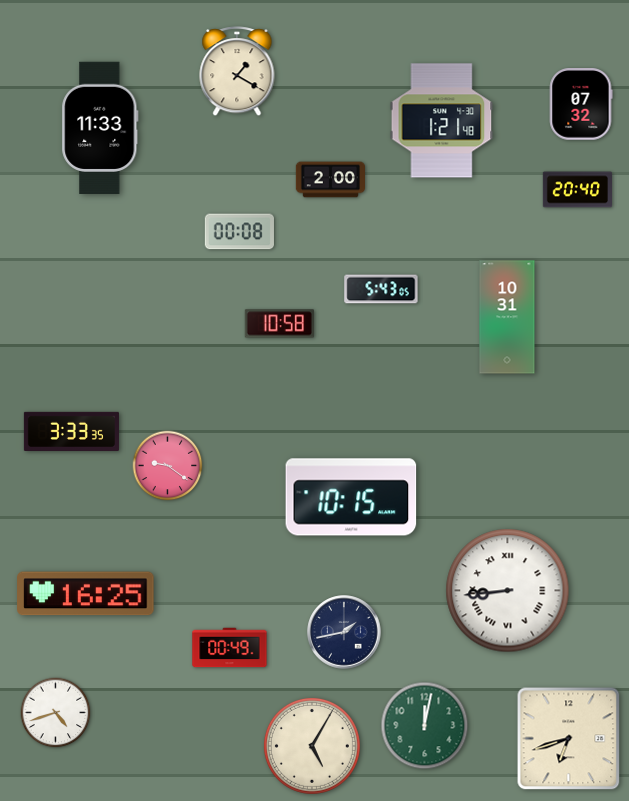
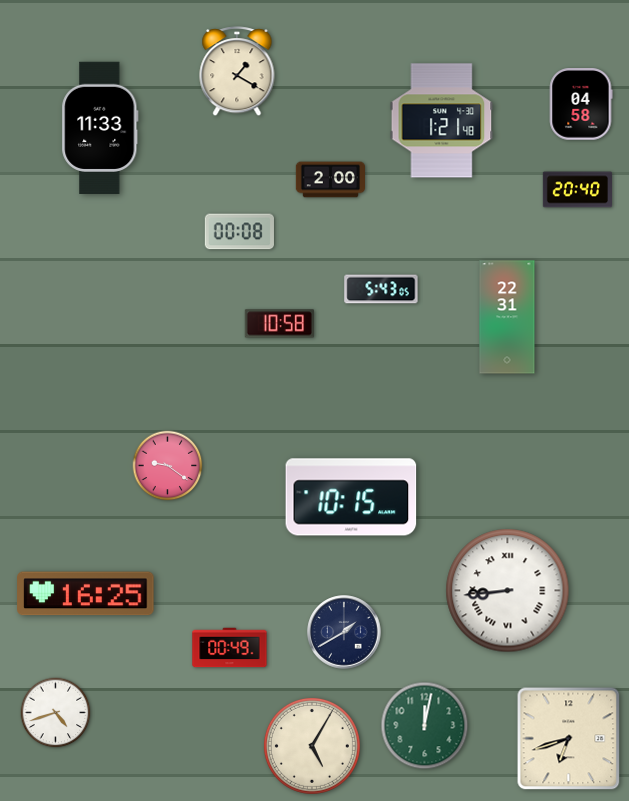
clock at (581, 104): 07:32 -> 04:58
clock at (507, 317): 10:31 -> 22:31
clock at (71, 431): 3:33 -> none
clock at (344, 632): 1:43 -> 1:40
